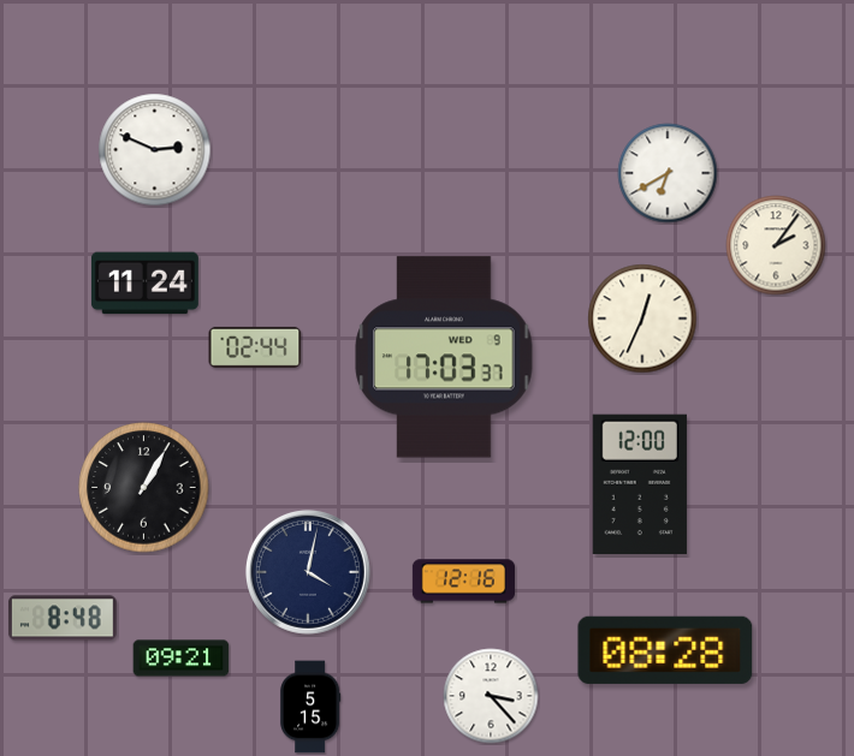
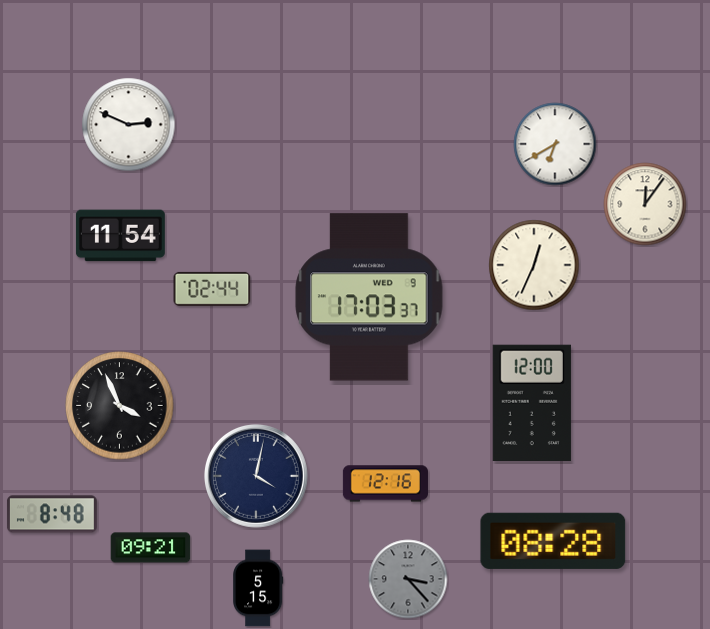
clock at (776, 245): 2:06 -> 12:06
clock at (144, 284): 11:24 -> 11:54
clock at (144, 488): 1:05 -> 3:56
clock at (491, 696) dial: white -> grey
